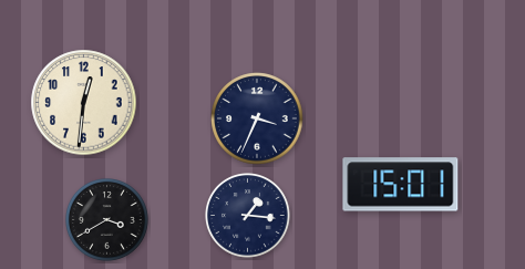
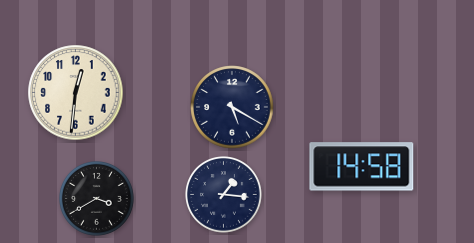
clock at (257, 118): 3:34 -> 5:20
clock at (401, 185): 15:01 -> 14:58
